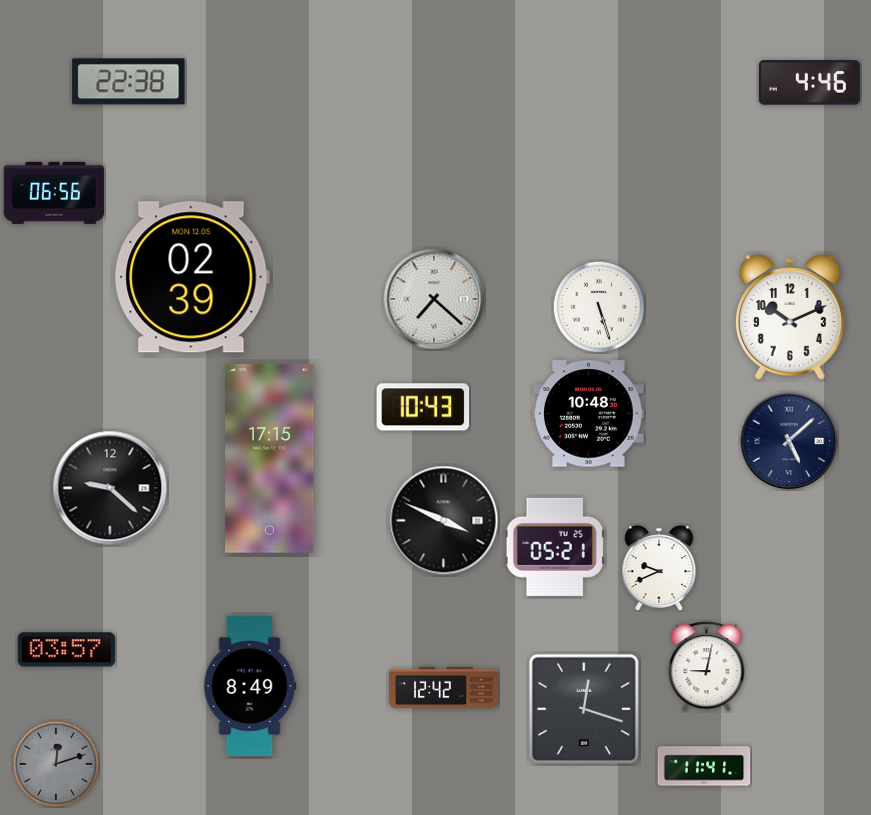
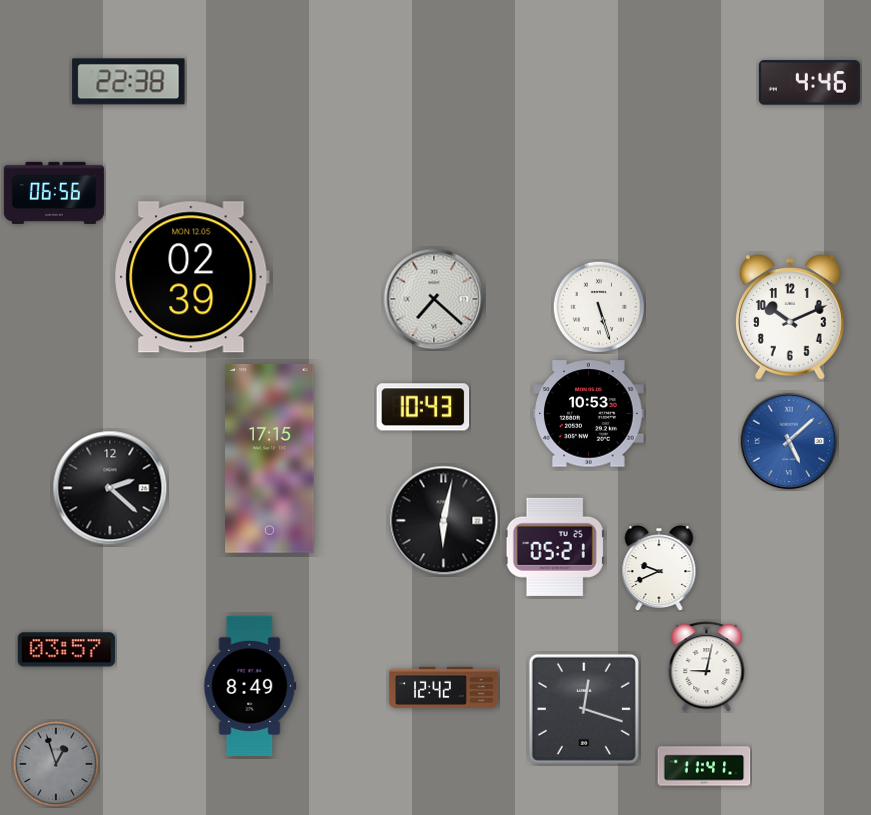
clock at (589, 414): 10:48 -> 10:53
clock at (789, 441) dial: navy -> blue
clock at (110, 488): 9:22 -> 2:22
clock at (444, 521): 3:49 -> 6:02
clock at (56, 764): 12:12 -> 12:57
